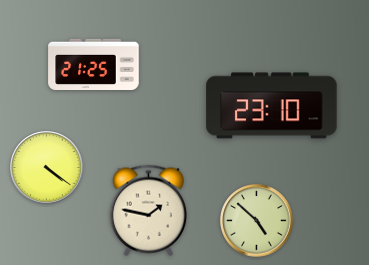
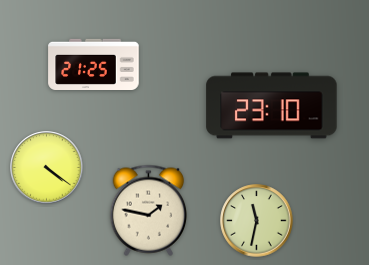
clock at (257, 221): 4:52 -> 11:32
